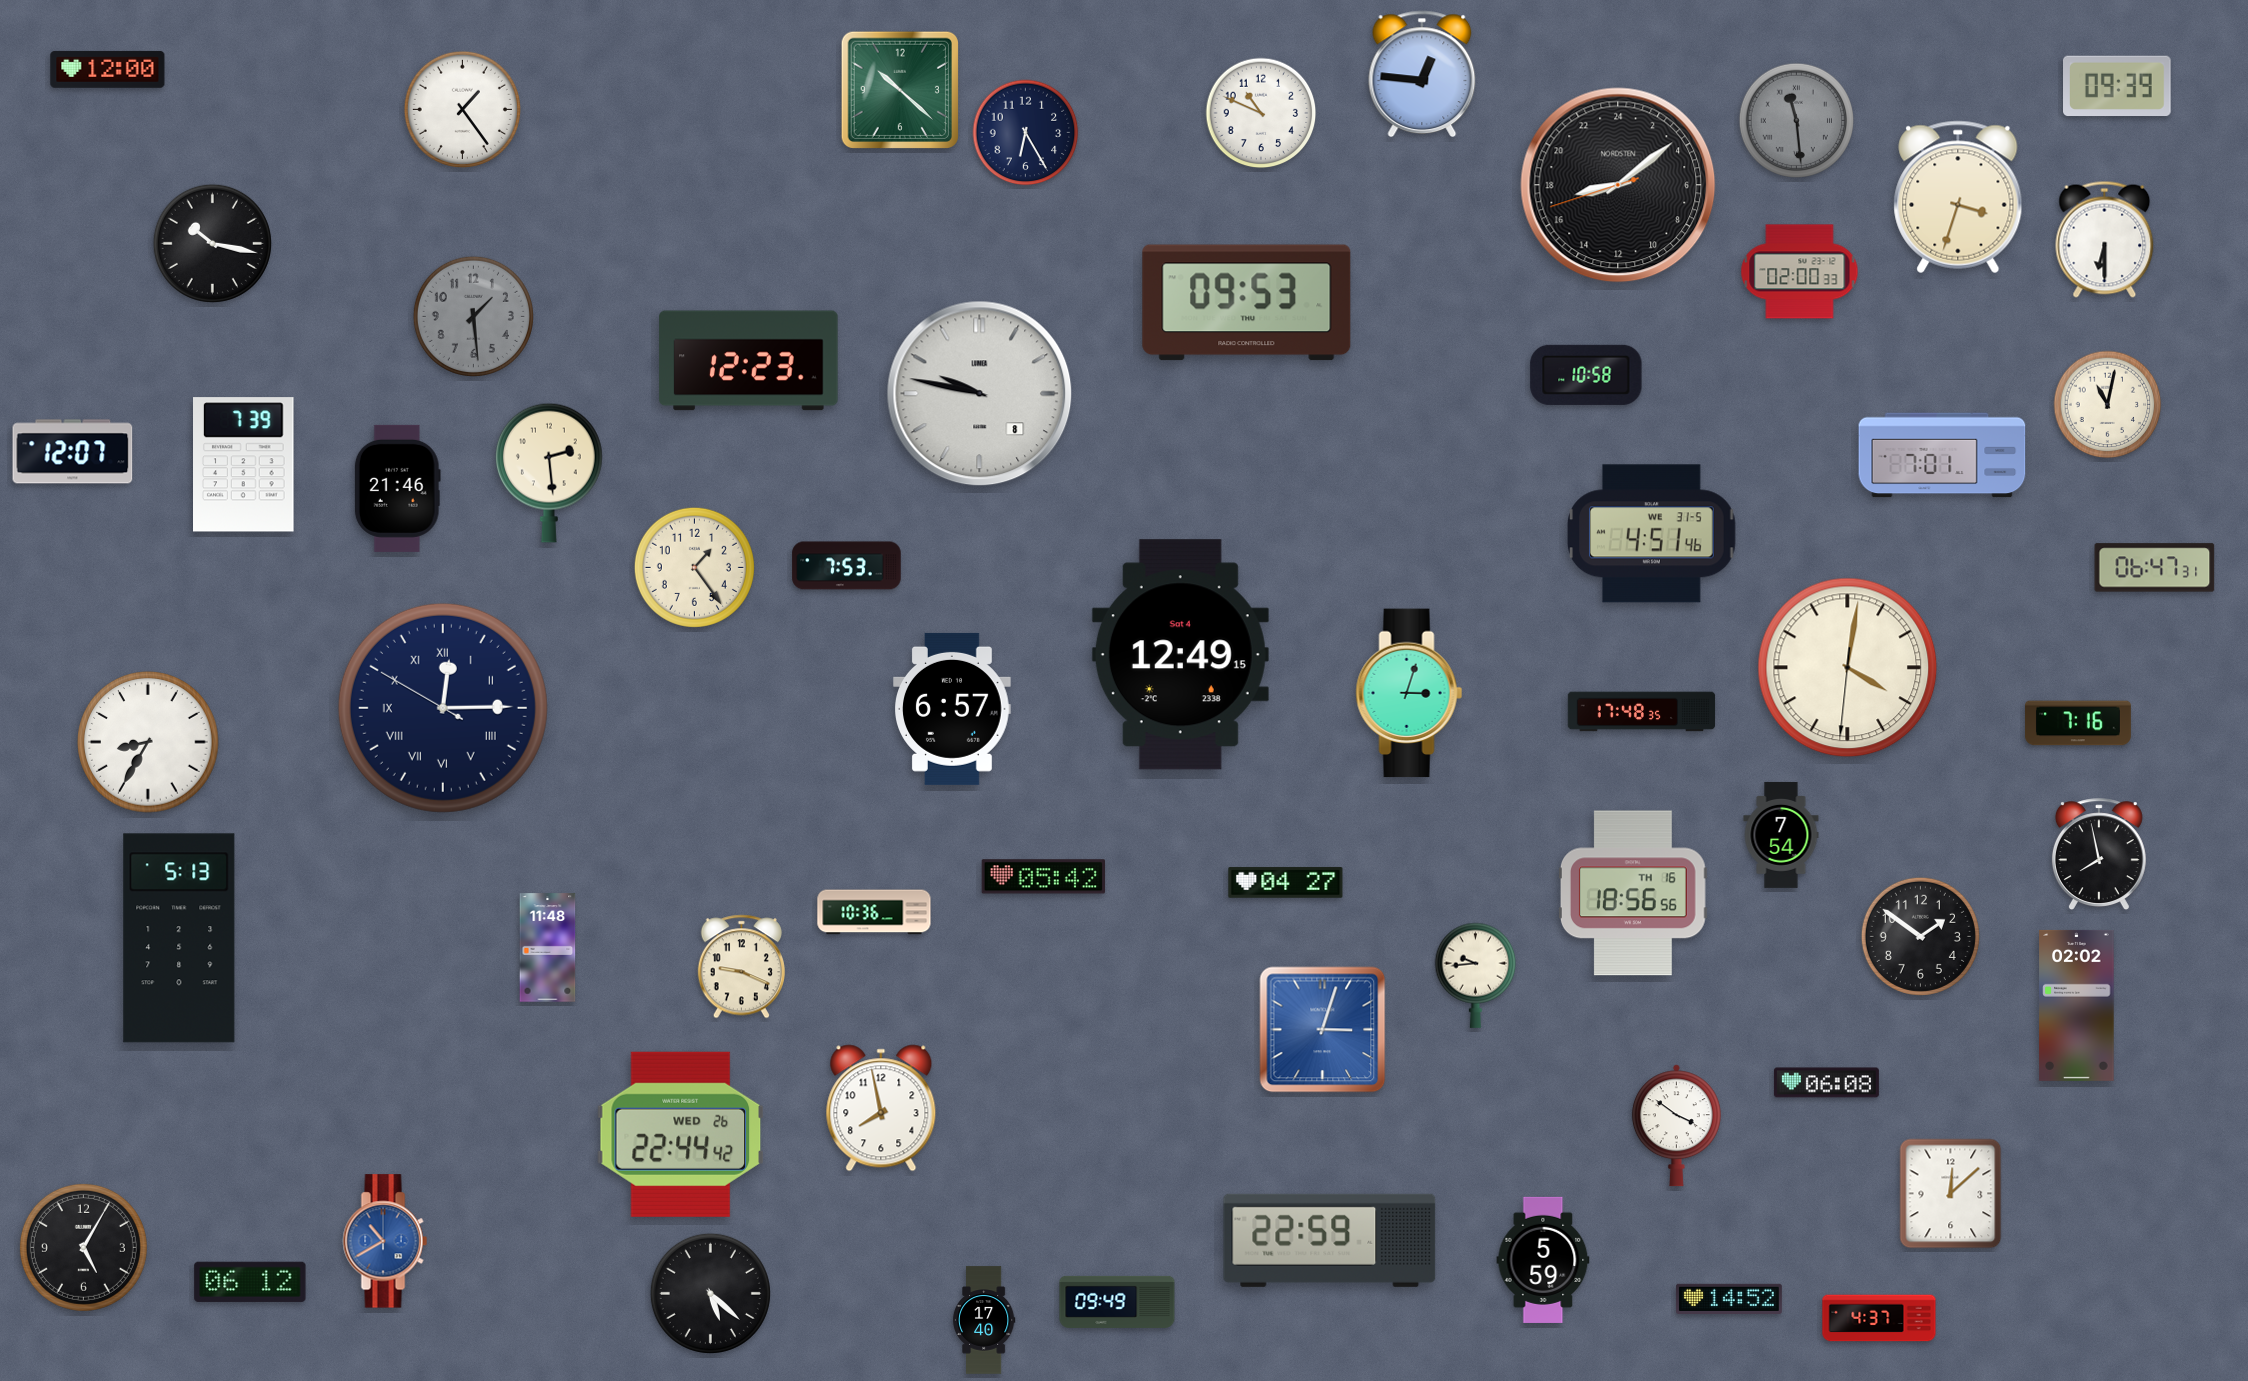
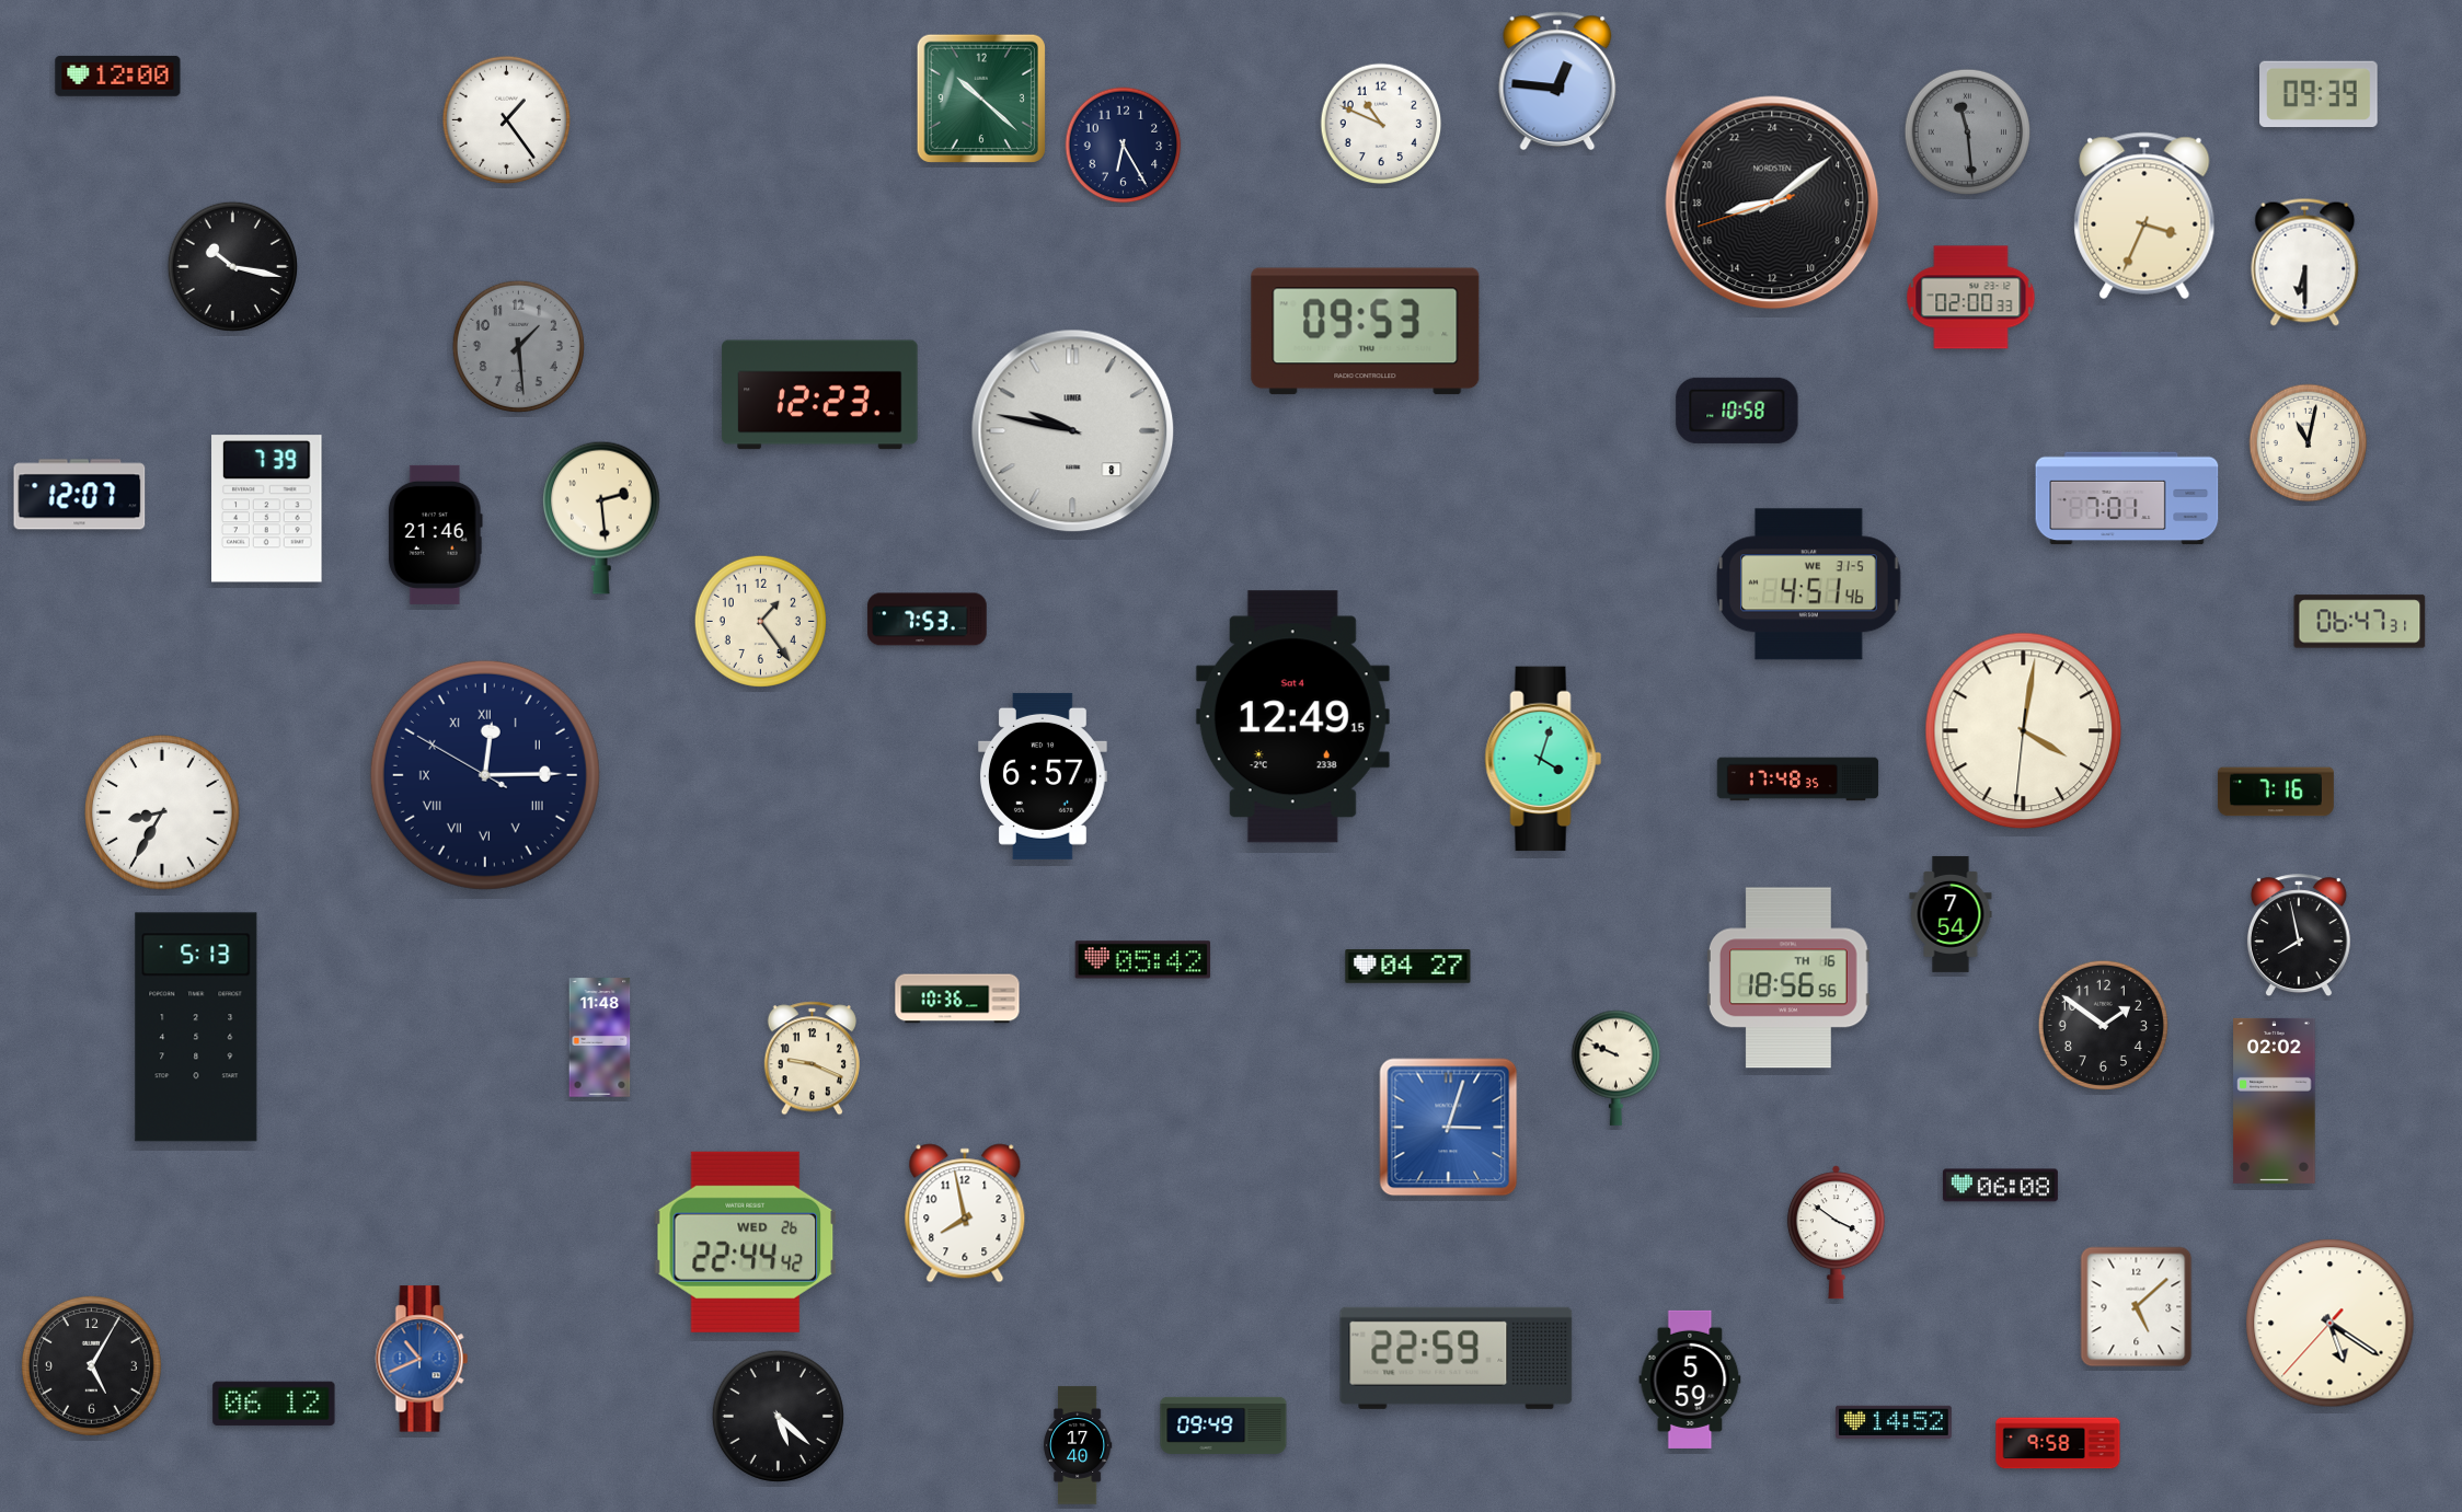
clock at (900, 90) position: (900, 90) -> (981, 99)
clock at (1958, 197): 3:33 -> 3:34
clock at (1409, 693): 3:03 -> 4:03
clock at (1476, 975): 9:44 -> 9:49
clock at (1951, 1194): 12:08 -> 5:08
clock at (2331, 1324): none -> 5:20
clock at (385, 1241): 10:40 -> 10:41
clock at (1879, 1318): 4:37 -> 9:58
